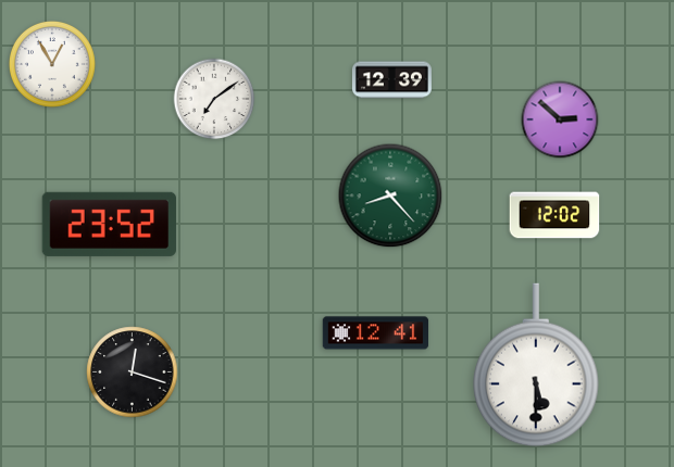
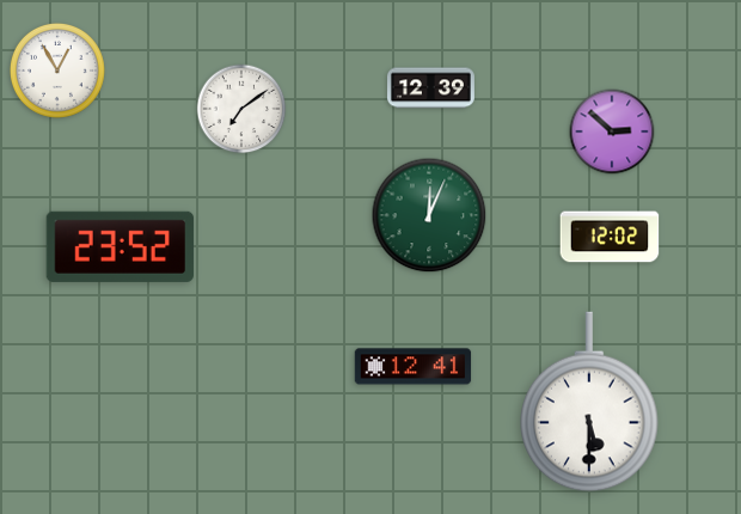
clock at (214, 99) position: (214, 99) -> (241, 109)
clock at (560, 119) position: (560, 119) -> (612, 131)
clock at (390, 195): 8:23 -> 12:04
clock at (133, 373): 12:18 -> none
